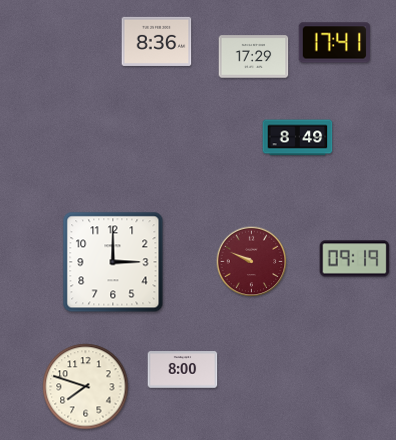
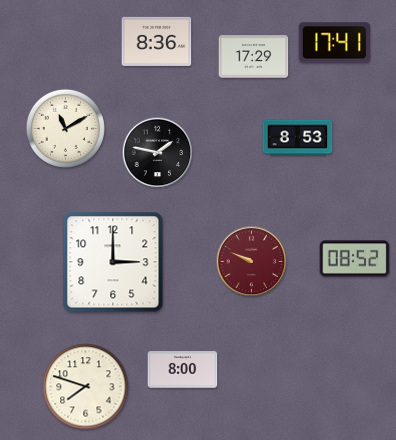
clock at (65, 128): none -> 11:10
clock at (298, 138): 8:49 -> 8:53
clock at (158, 153): none -> 1:47
clock at (355, 259): 09:19 -> 08:52
